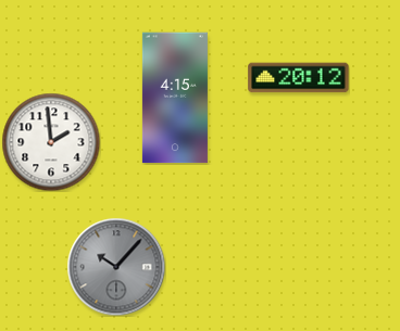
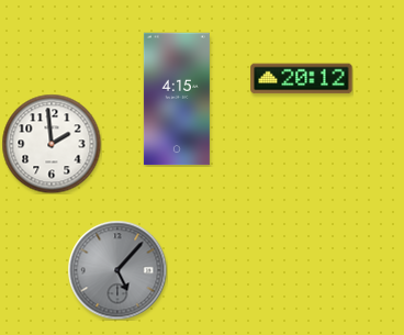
clock at (116, 267): 10:07 -> 5:07
